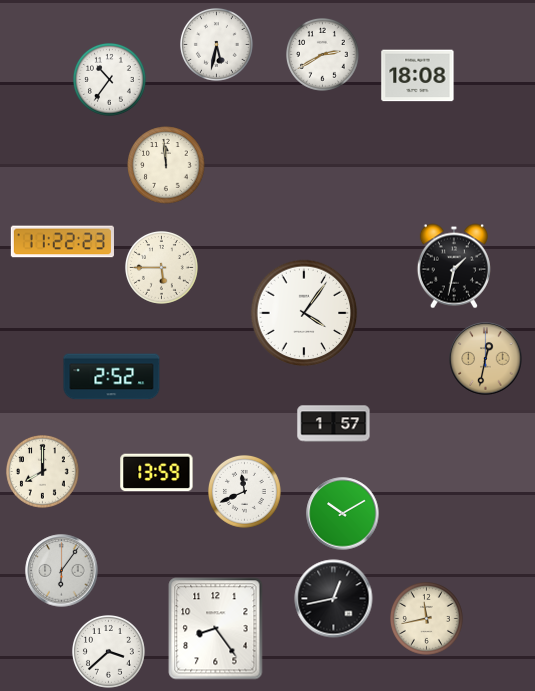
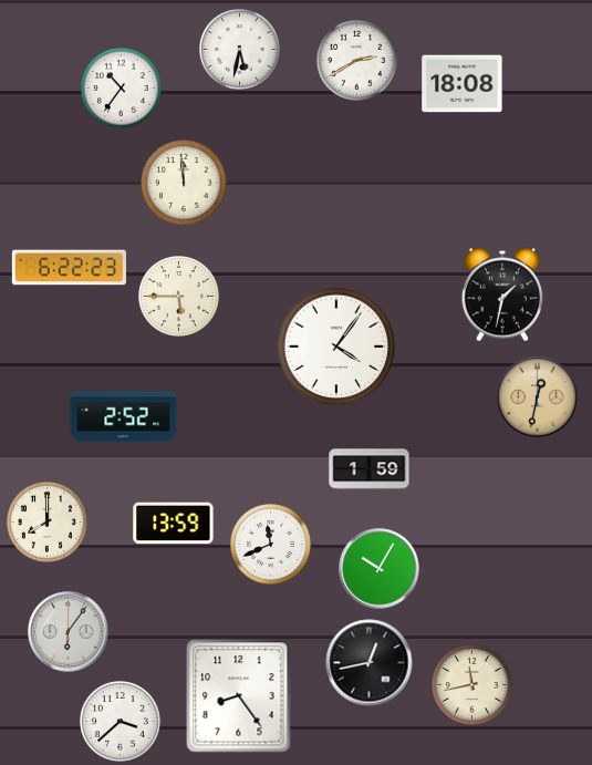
clock at (62, 242): 11:22 -> 6:22
clock at (334, 424): 1:57 -> 1:59
clock at (343, 514): 10:10 -> 10:05
